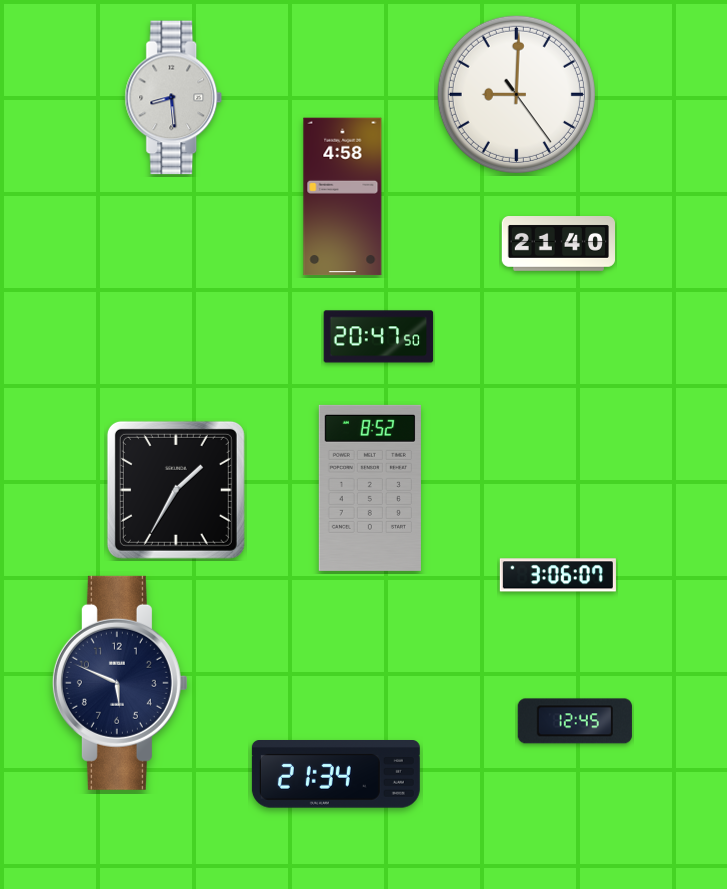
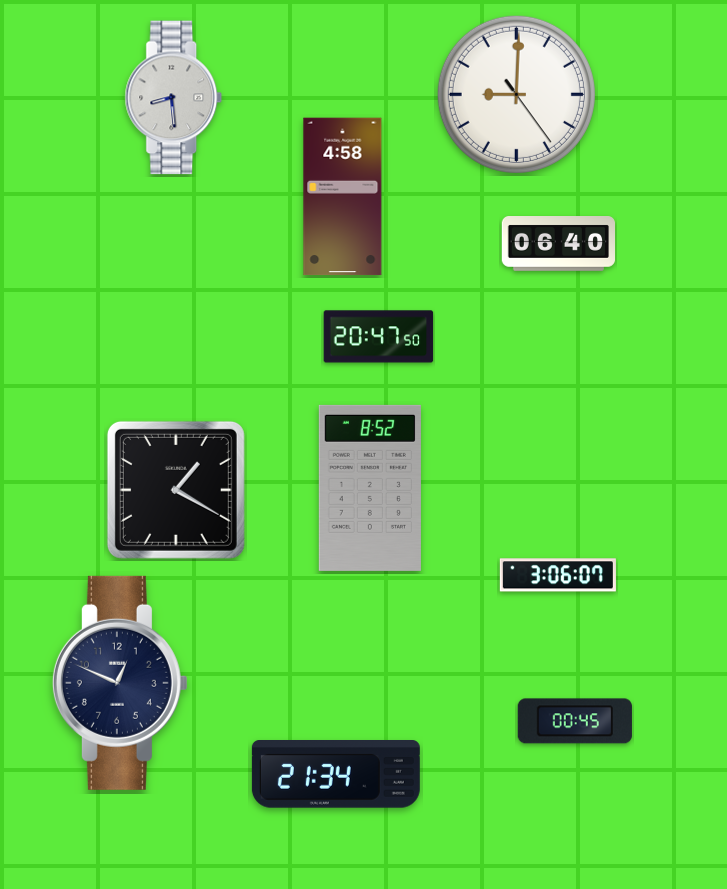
clock at (559, 244): 21:40 -> 06:40
clock at (176, 490): 1:35 -> 1:20
clock at (120, 683): 5:49 -> 12:49
clock at (575, 721): 12:45 -> 00:45
